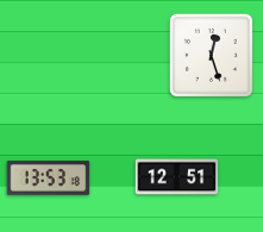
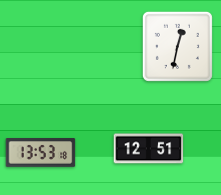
clock at (211, 55): 12:27 -> 12:32
clock at (49, 178) position: (49, 178) -> (41, 153)
